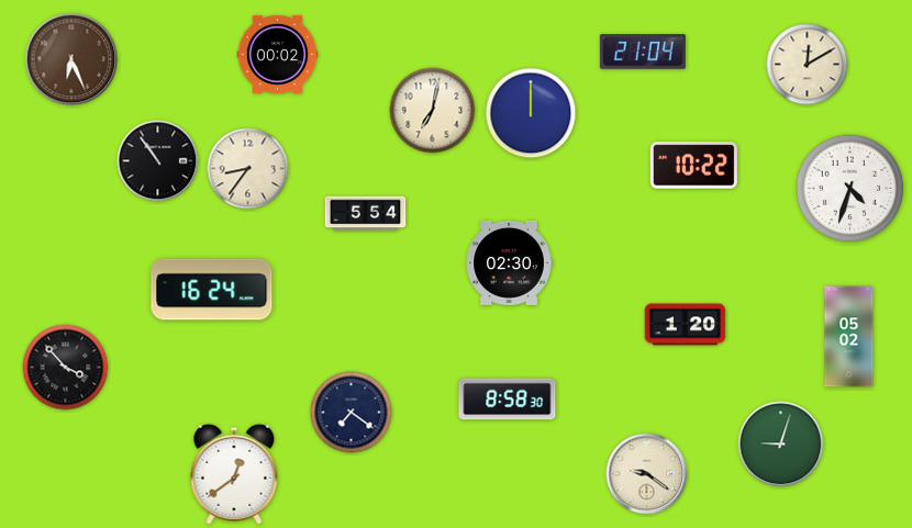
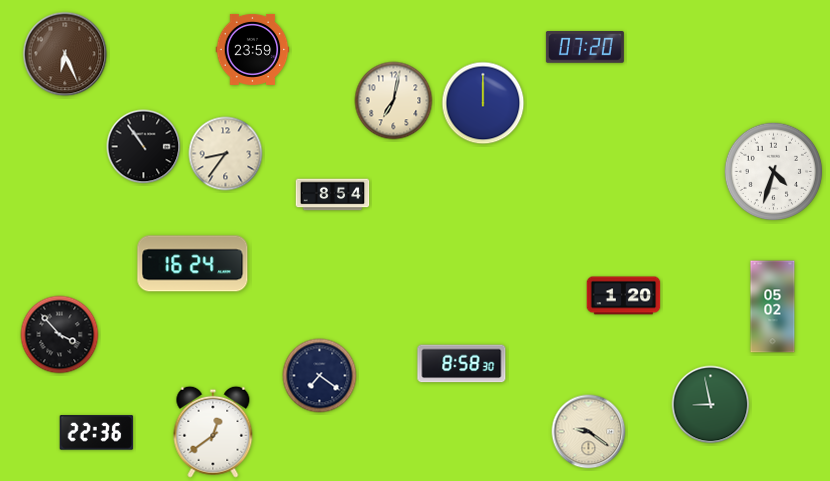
clock at (643, 52): 21:04 -> 07:20
clock at (278, 54): 00:02 -> 23:59
clock at (808, 65): 12:10 -> none
clock at (693, 166): 10:22 -> none
clock at (366, 214): 5:54 -> 8:54
clock at (509, 262): 02:30 -> none
clock at (781, 445): 9:03 -> 8:58
clock at (97, 433): none -> 22:36
